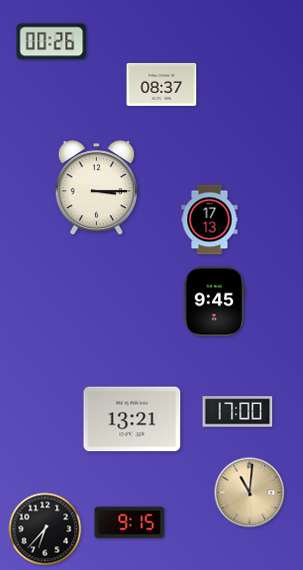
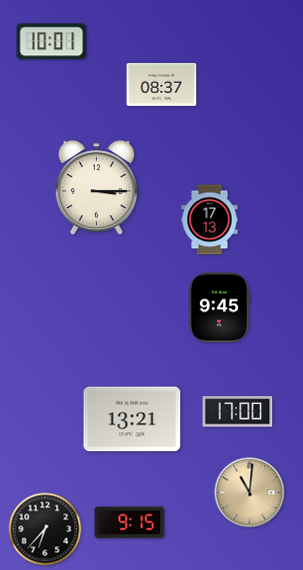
clock at (52, 42): 00:26 -> 10:01
clock at (214, 302) position: (214, 302) -> (219, 308)
